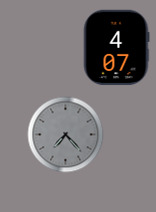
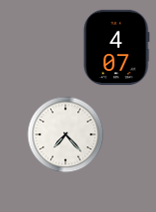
clock at (66, 135) dial: grey -> white
